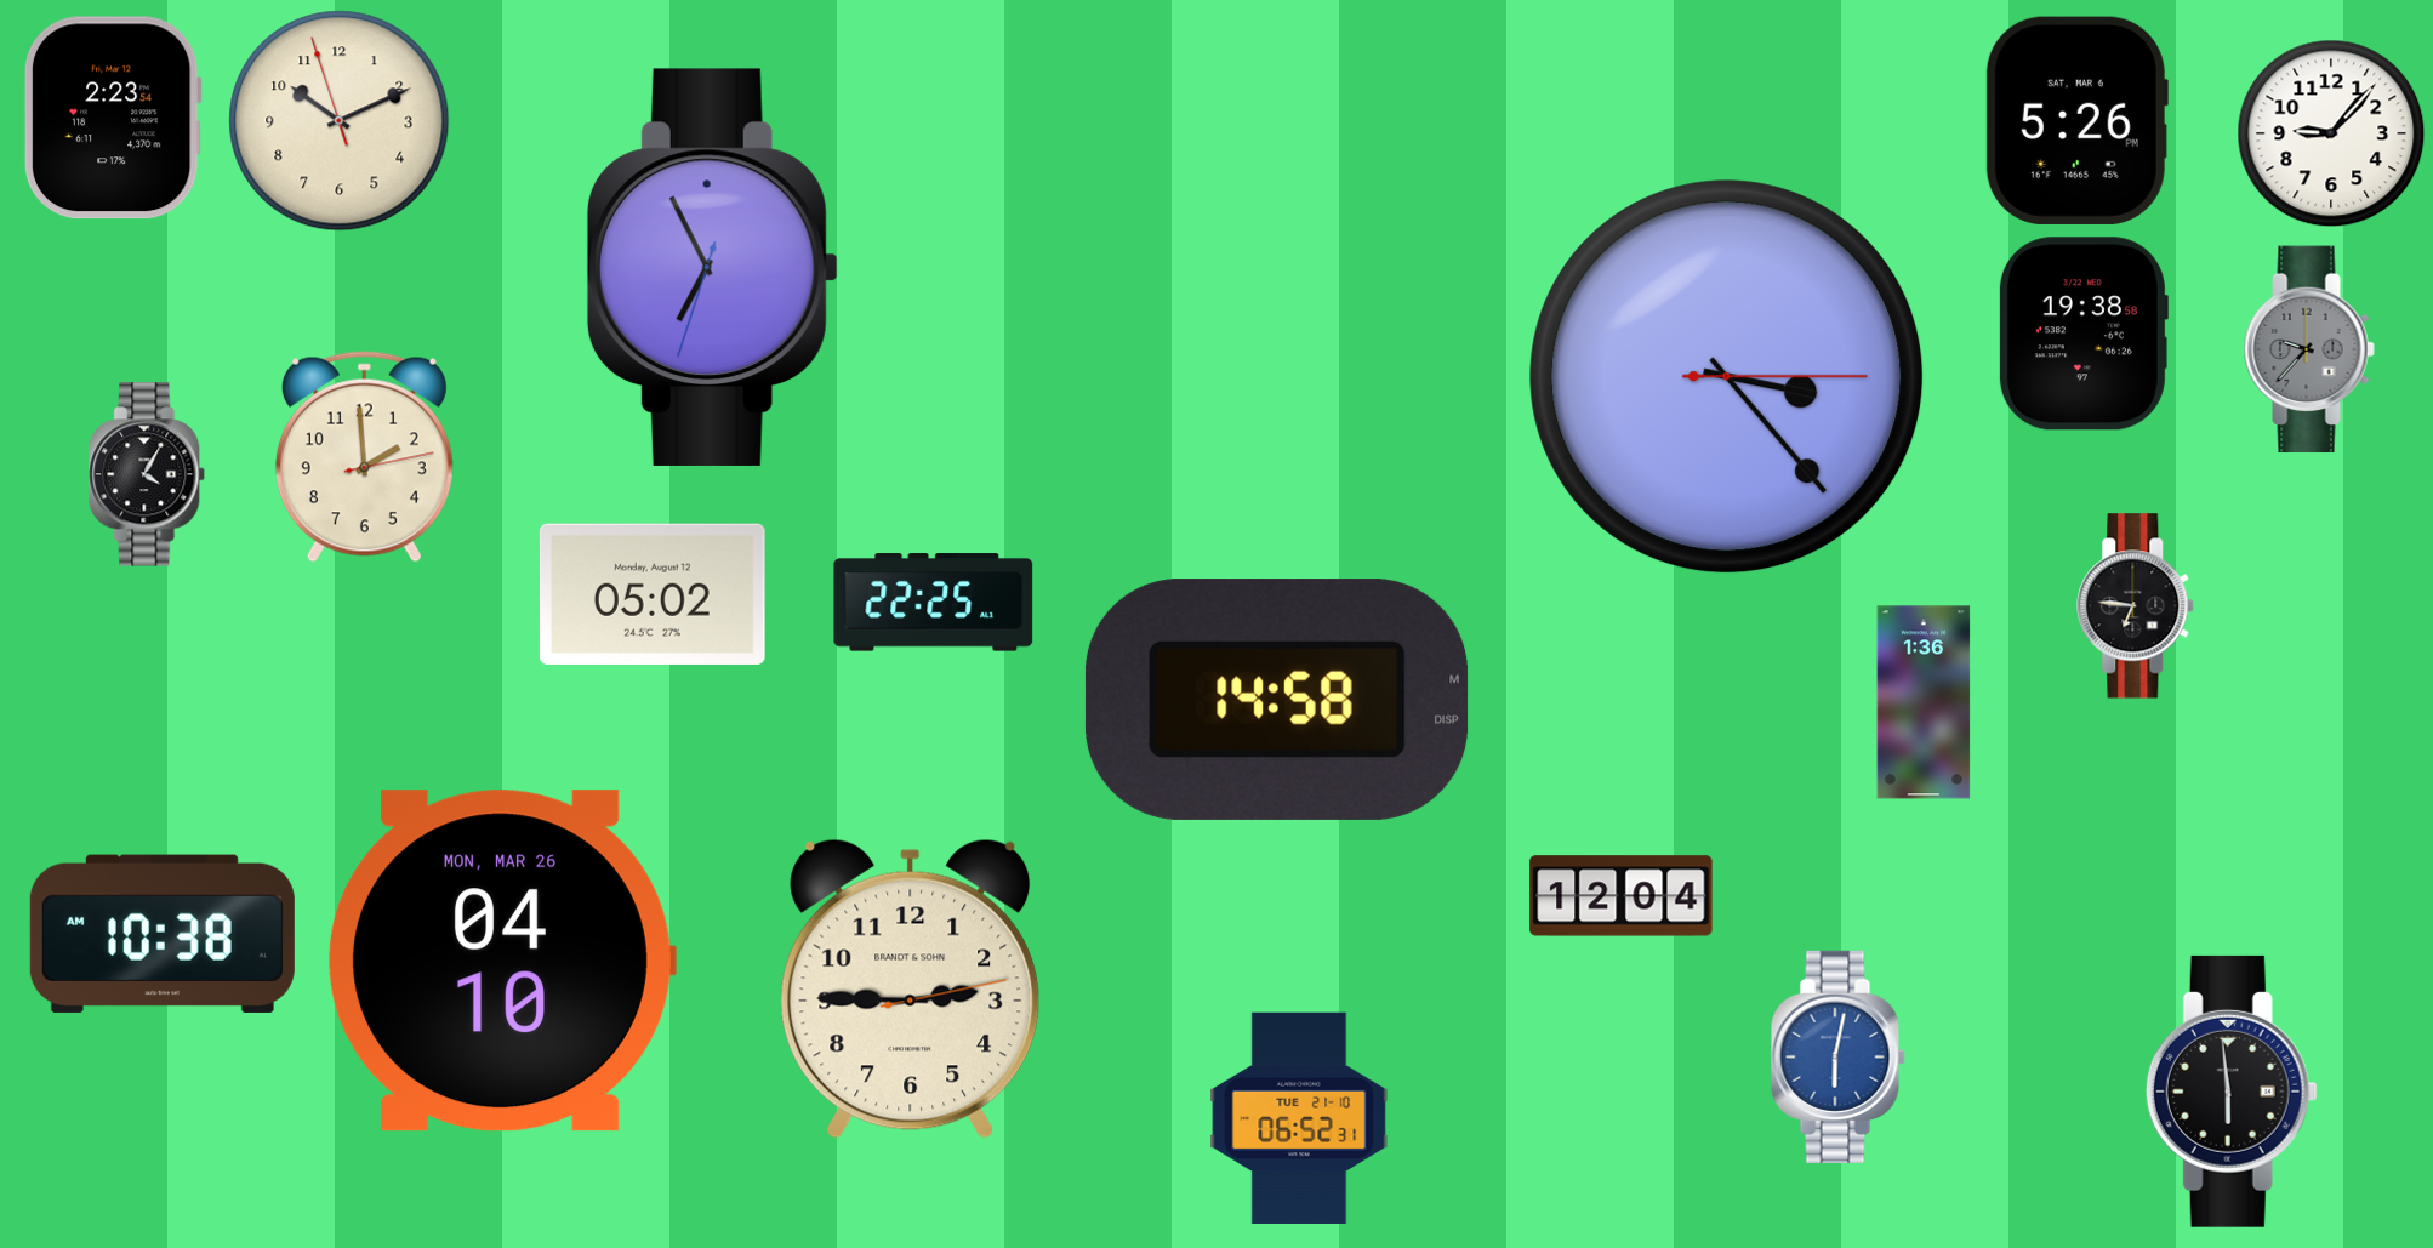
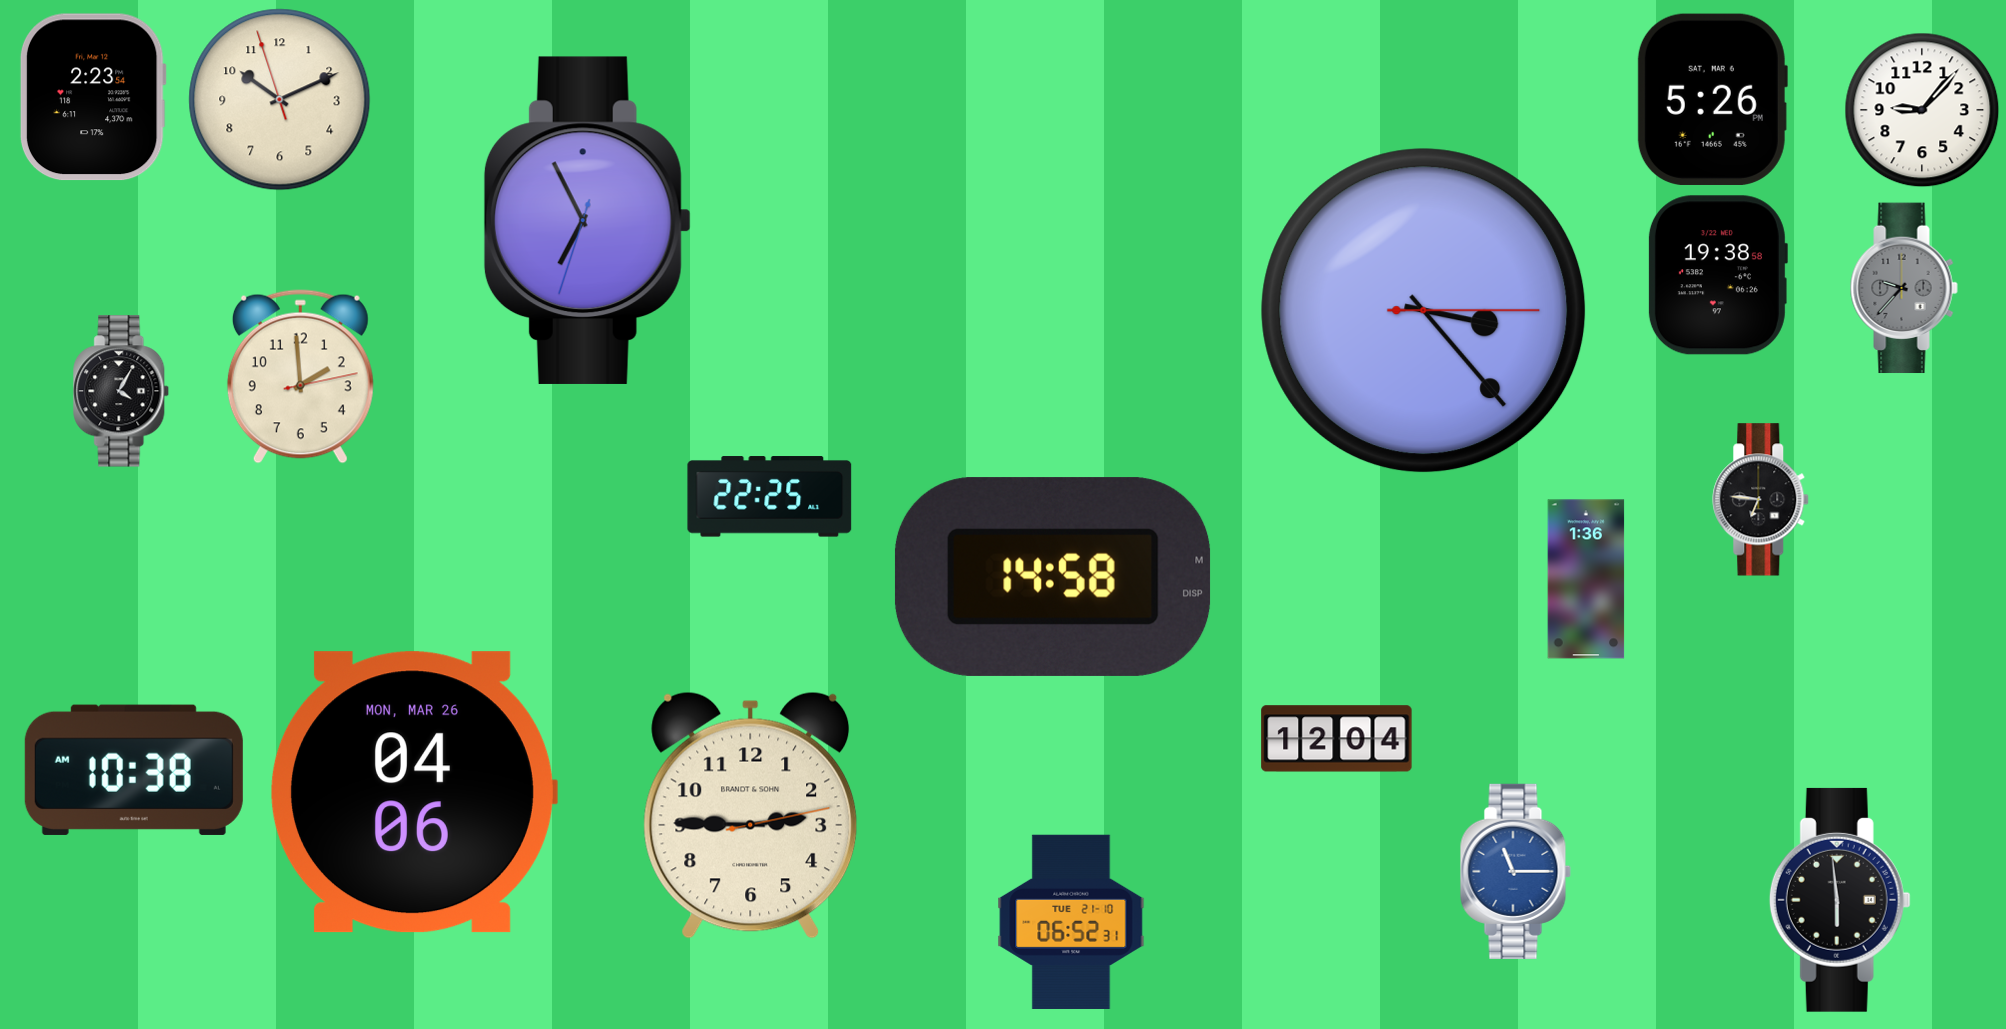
clock at (653, 594): 05:02 -> none
clock at (502, 961): 04:10 -> 04:06
clock at (1837, 1056): 6:02 -> 11:15
